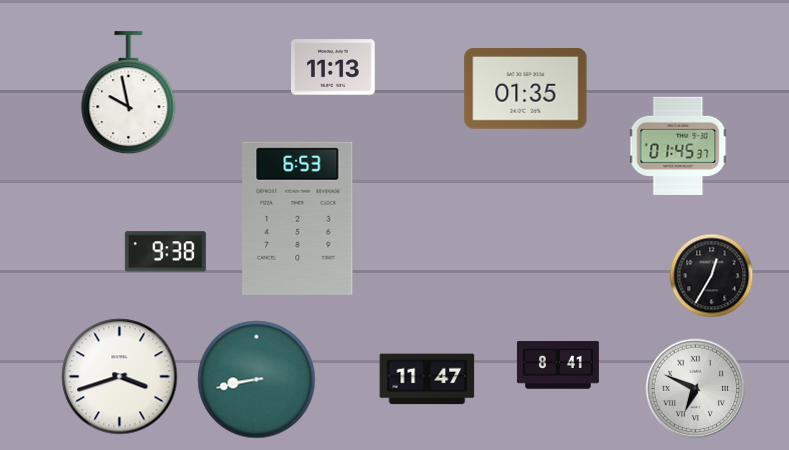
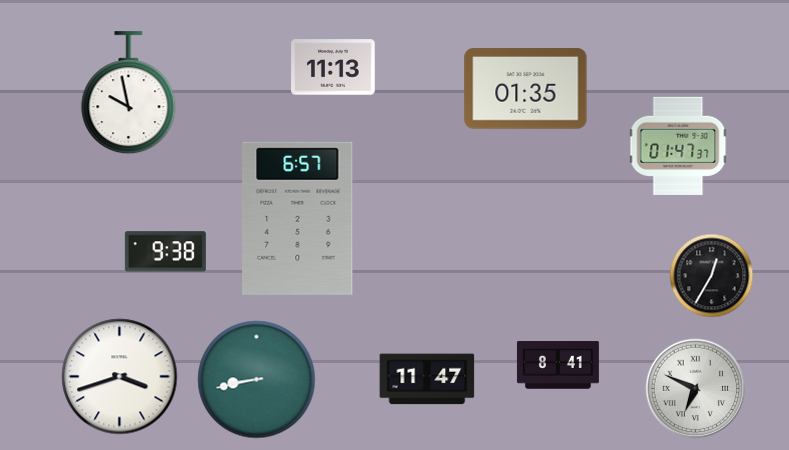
clock at (678, 146): 01:45 -> 01:47
clock at (298, 218): 6:53 -> 6:57
